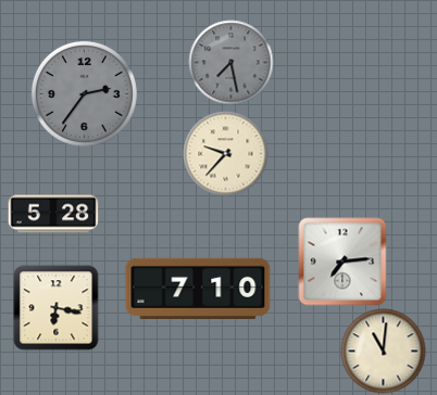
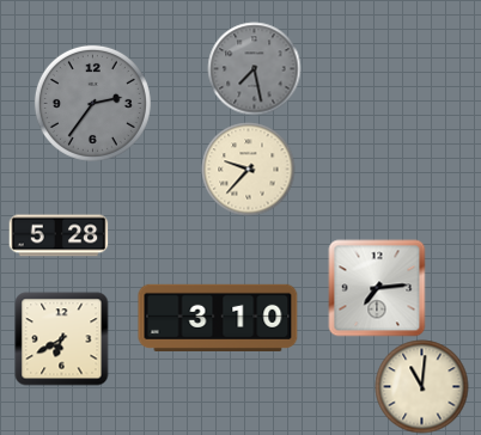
clock at (198, 289): 7:10 -> 3:10
clock at (55, 307): 6:17 -> 6:40
